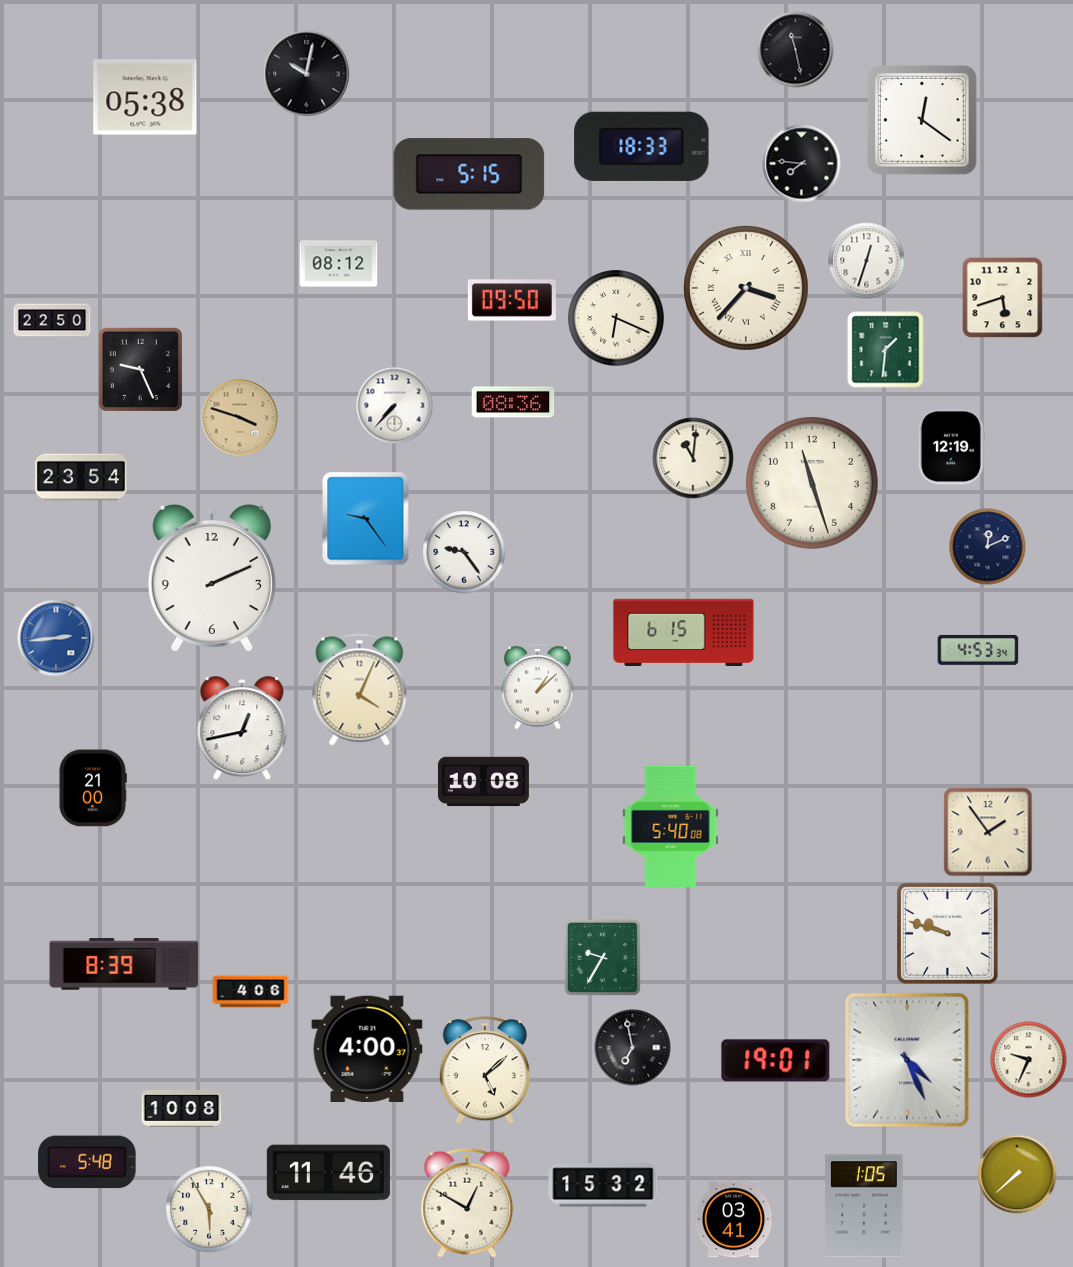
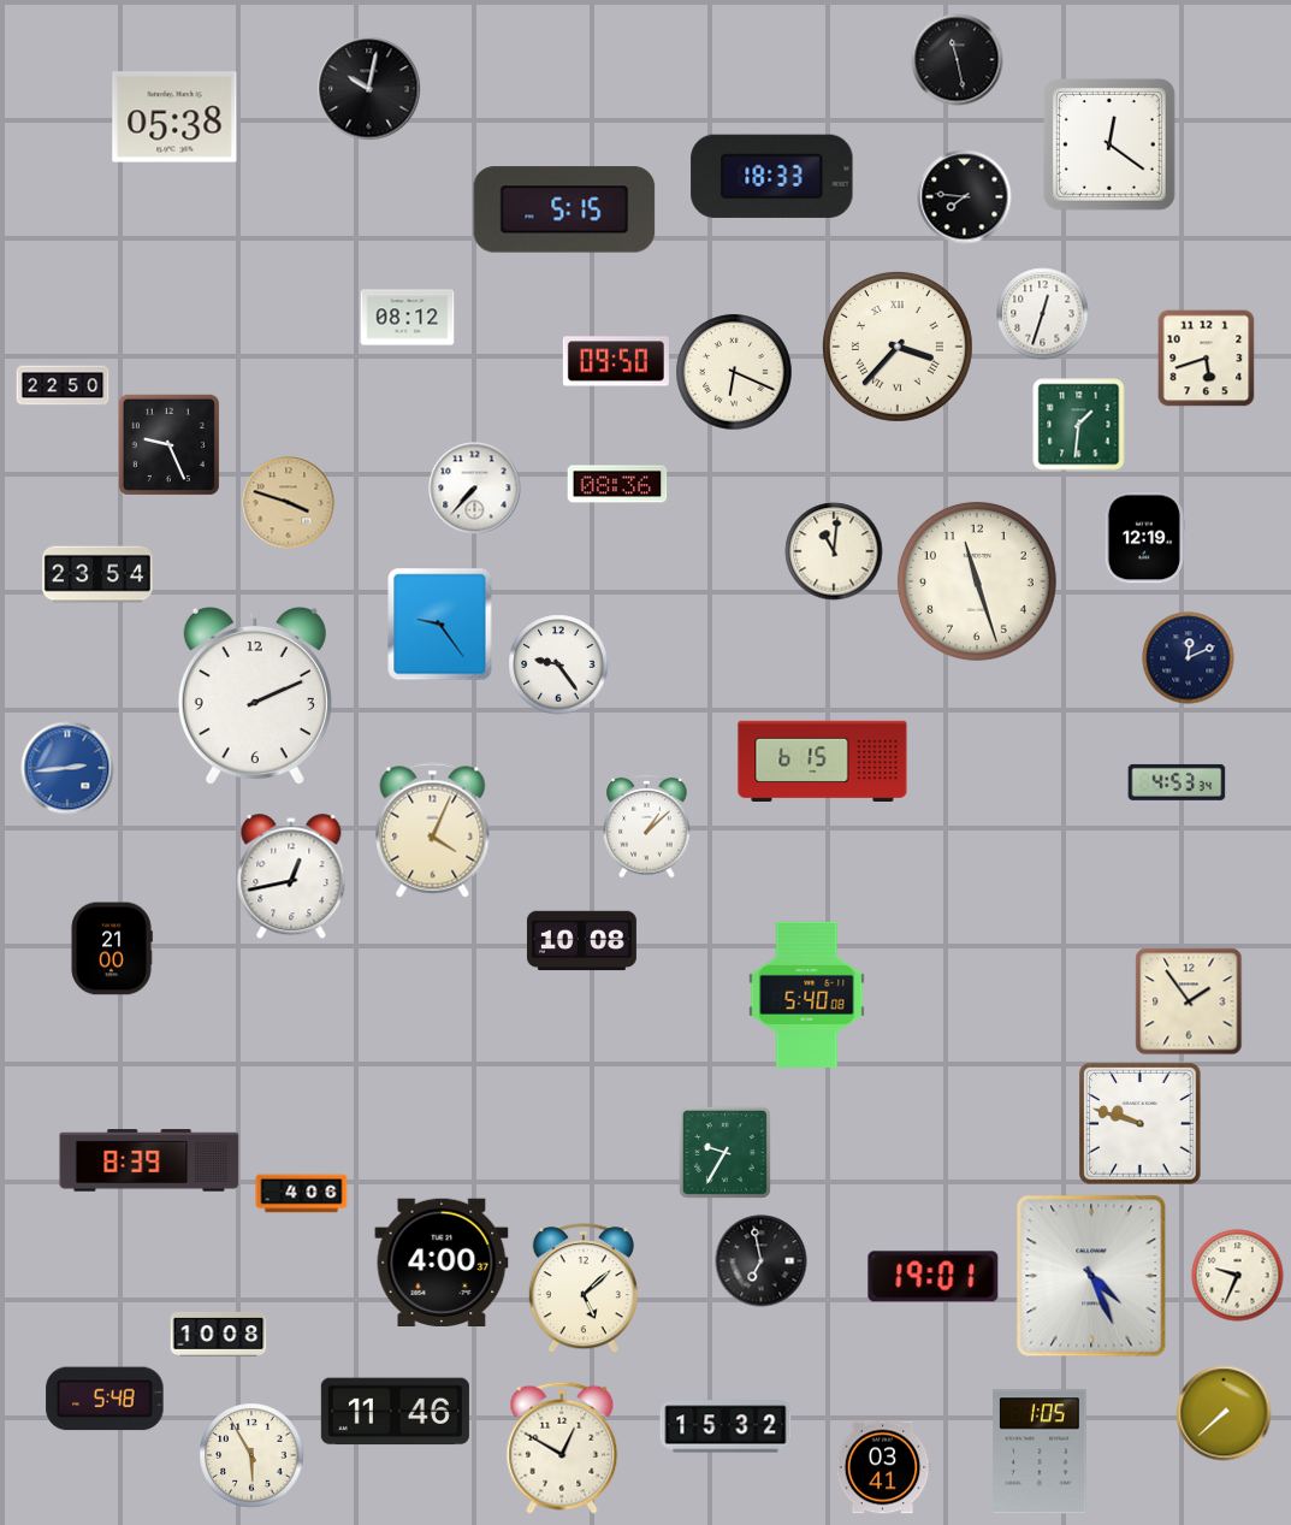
clock at (616, 318) position: (616, 318) -> (734, 372)
clock at (886, 350) position: (886, 350) -> (1079, 425)
